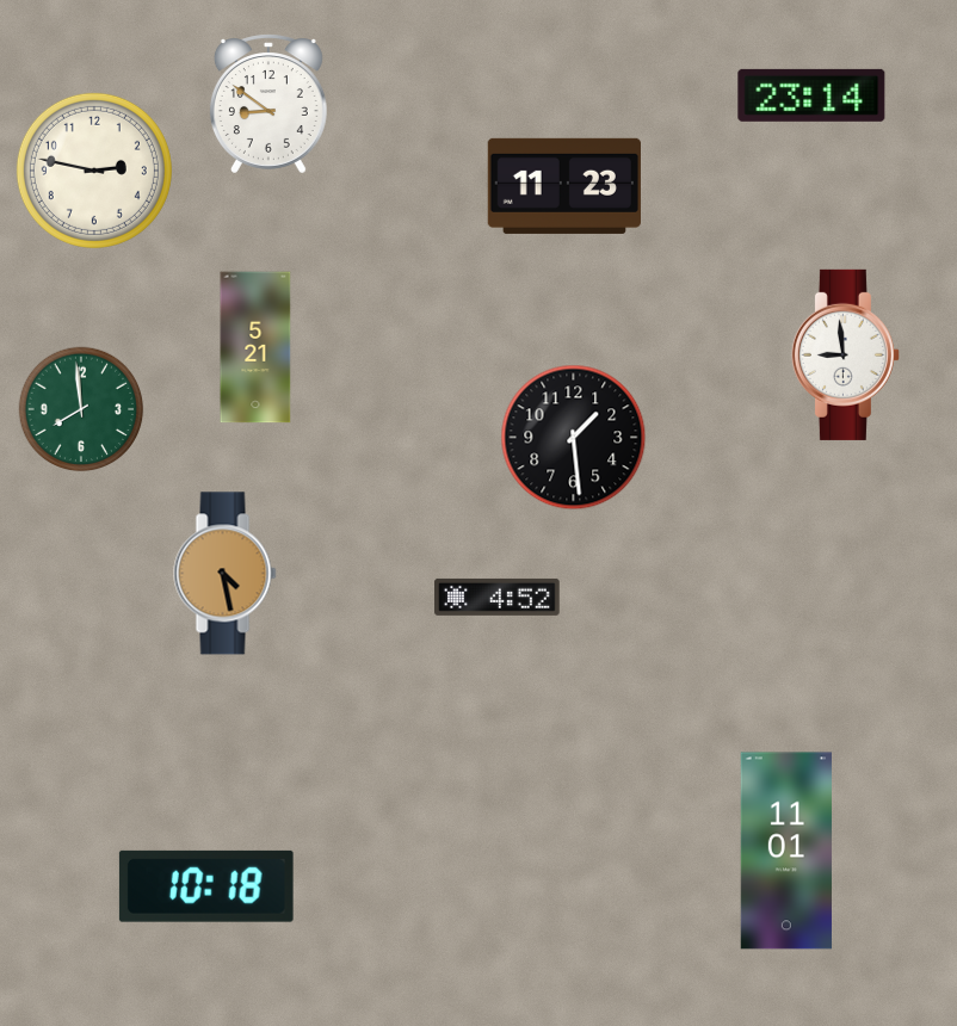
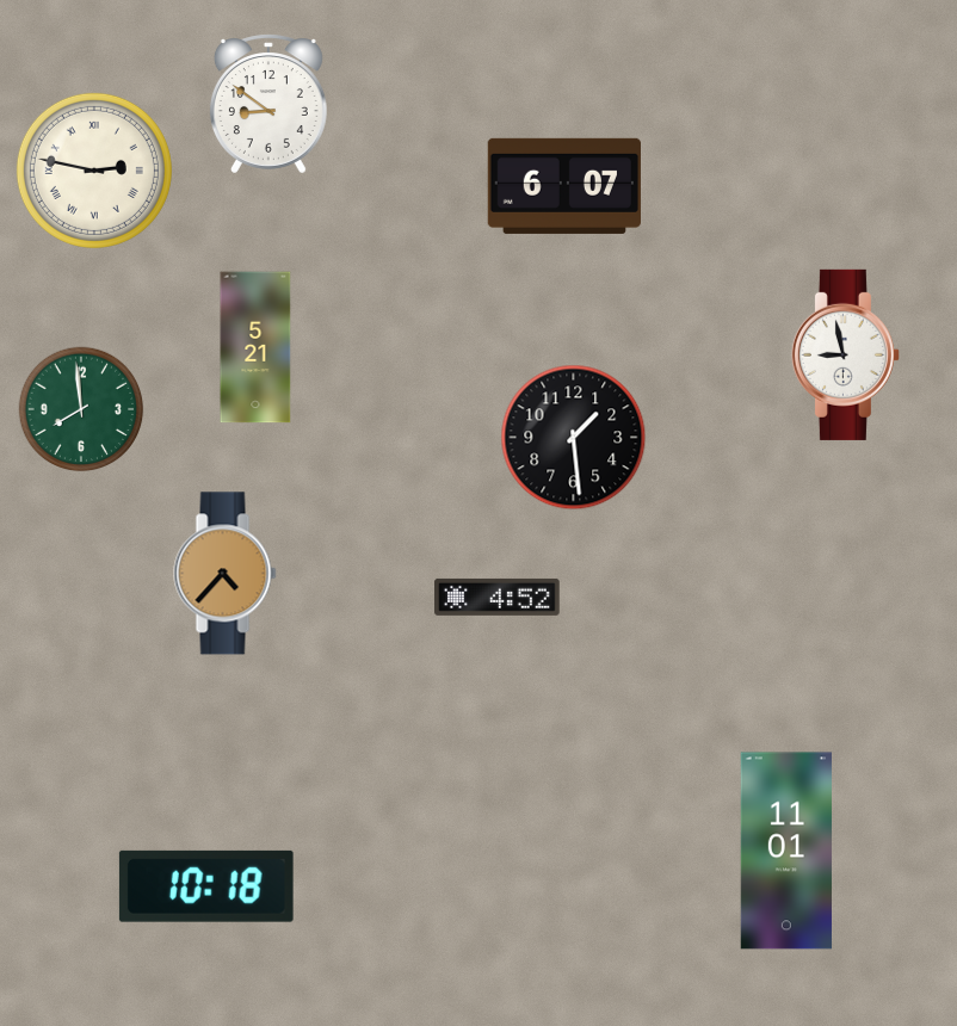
clock at (811, 95): 23:14 -> none
clock at (94, 171) numerals: Arabic -> Roman
clock at (563, 186): 11:23 -> 6:07
clock at (845, 354): 8:59 -> 8:58
clock at (226, 574): 4:28 -> 4:37
